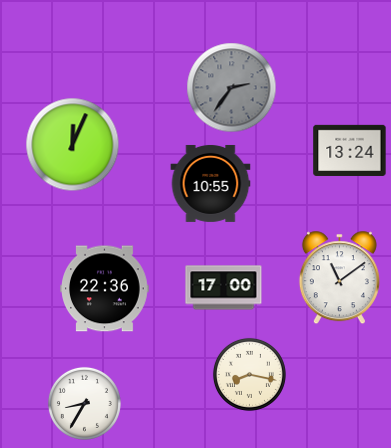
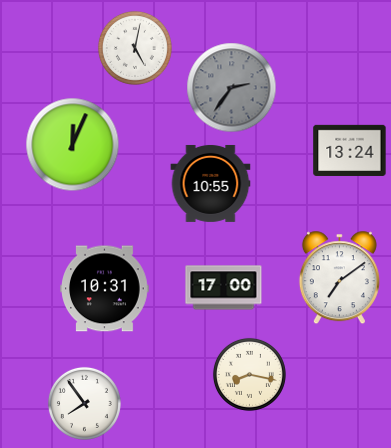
clock at (135, 48): none -> 5:02
clock at (339, 278): 11:09 -> 7:09
clock at (105, 289): 22:36 -> 10:31
clock at (84, 403): 8:35 -> 7:54
